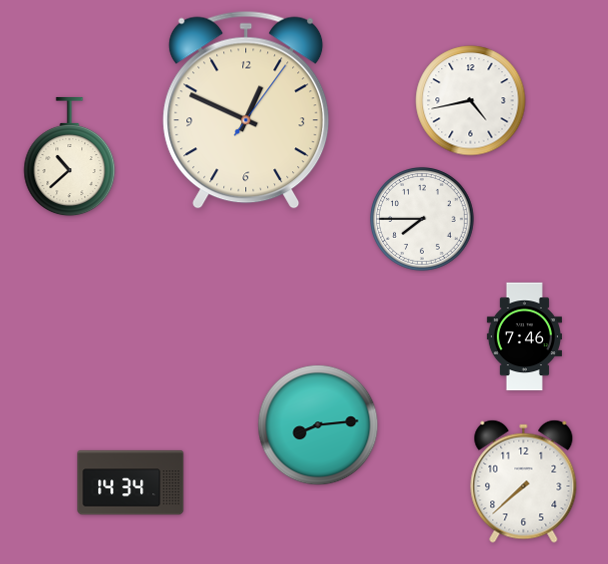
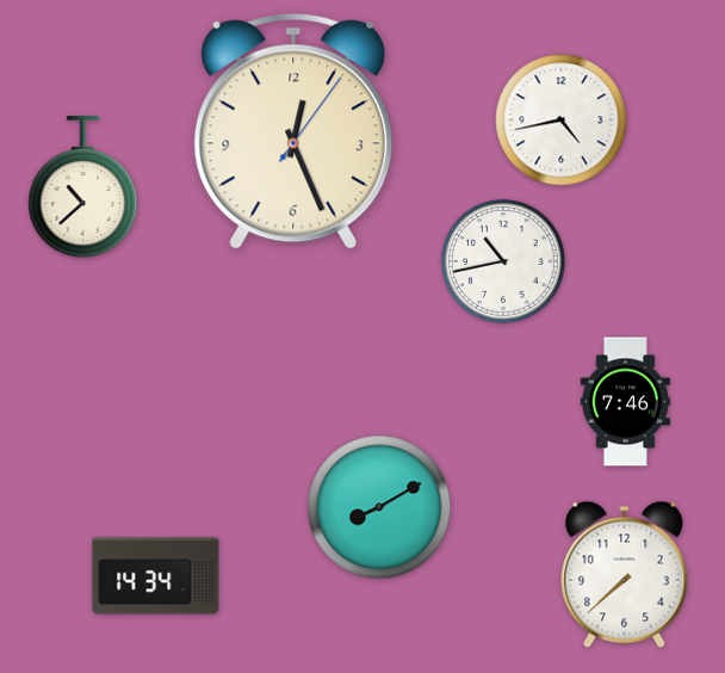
clock at (246, 110): 12:49 -> 12:26
clock at (422, 219): 7:45 -> 10:43
clock at (318, 425): 8:14 -> 8:10
